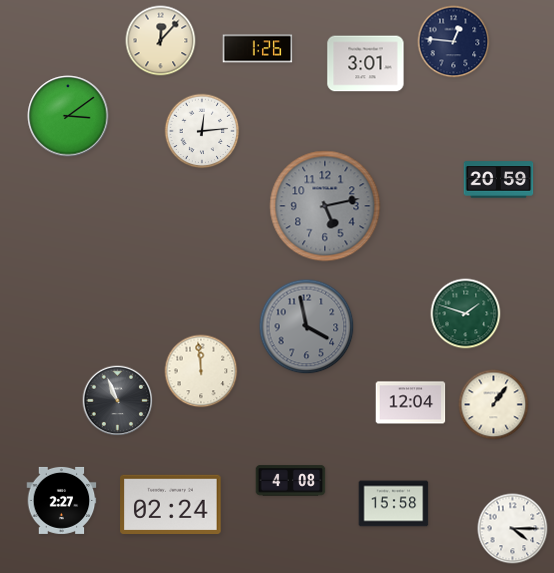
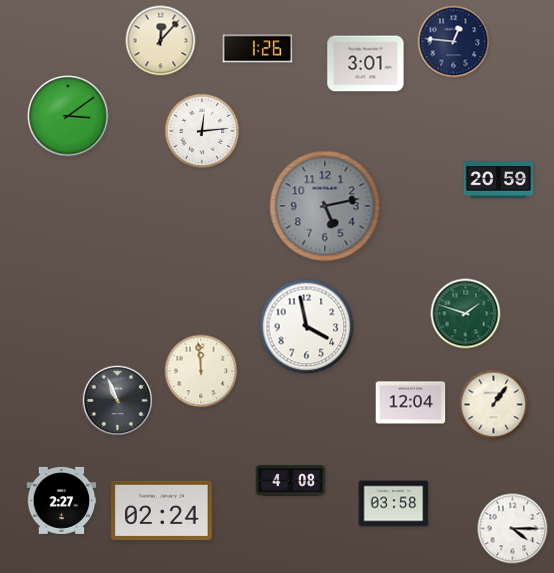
clock at (307, 327) dial: grey -> white
clock at (171, 504) position: (171, 504) -> (162, 510)
clock at (394, 504): 15:58 -> 03:58
